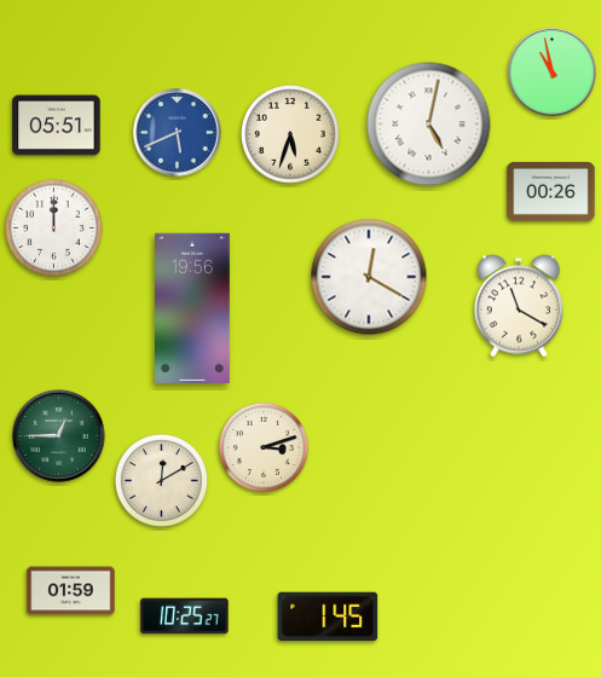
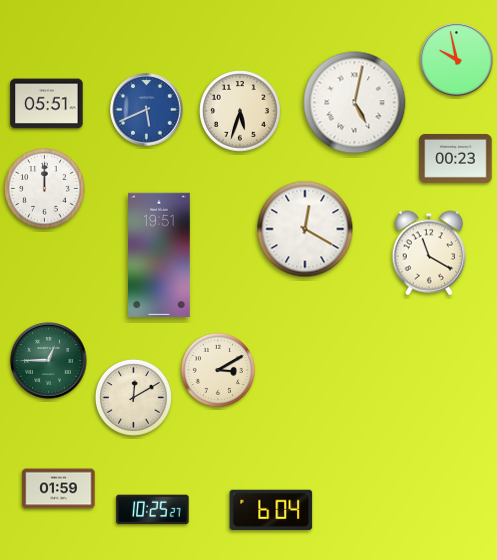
clock at (553, 73): 10:58 -> 9:58
clock at (551, 191): 00:26 -> 00:23
clock at (193, 307): 19:56 -> 19:51
clock at (264, 447): 3:12 -> 3:10
clock at (328, 615): 1:45 -> 6:04
